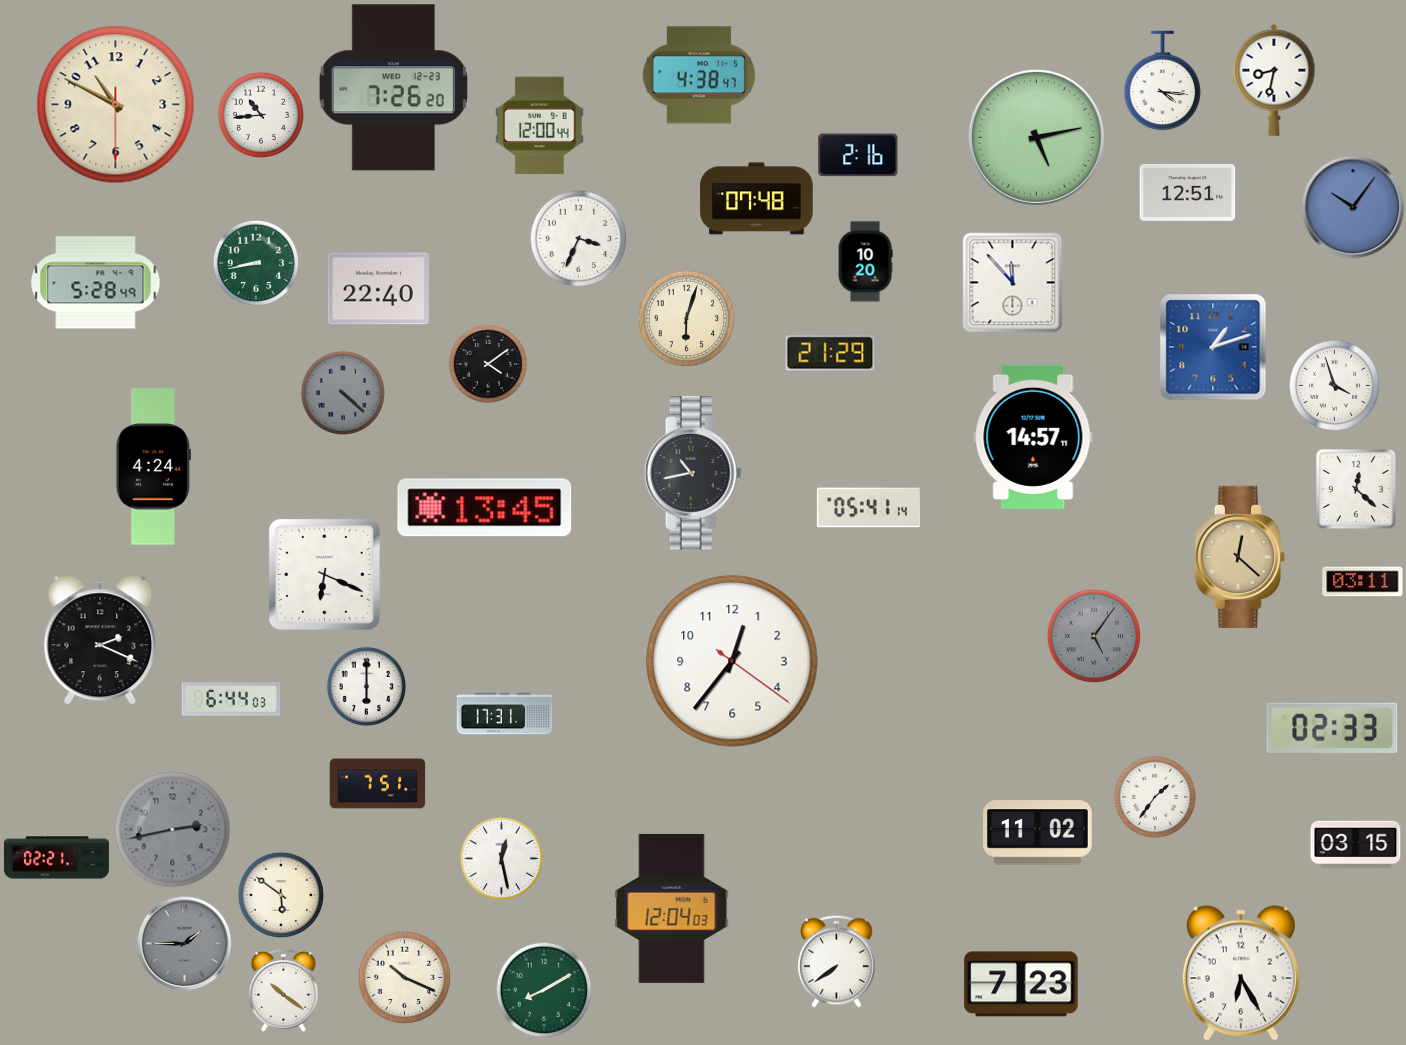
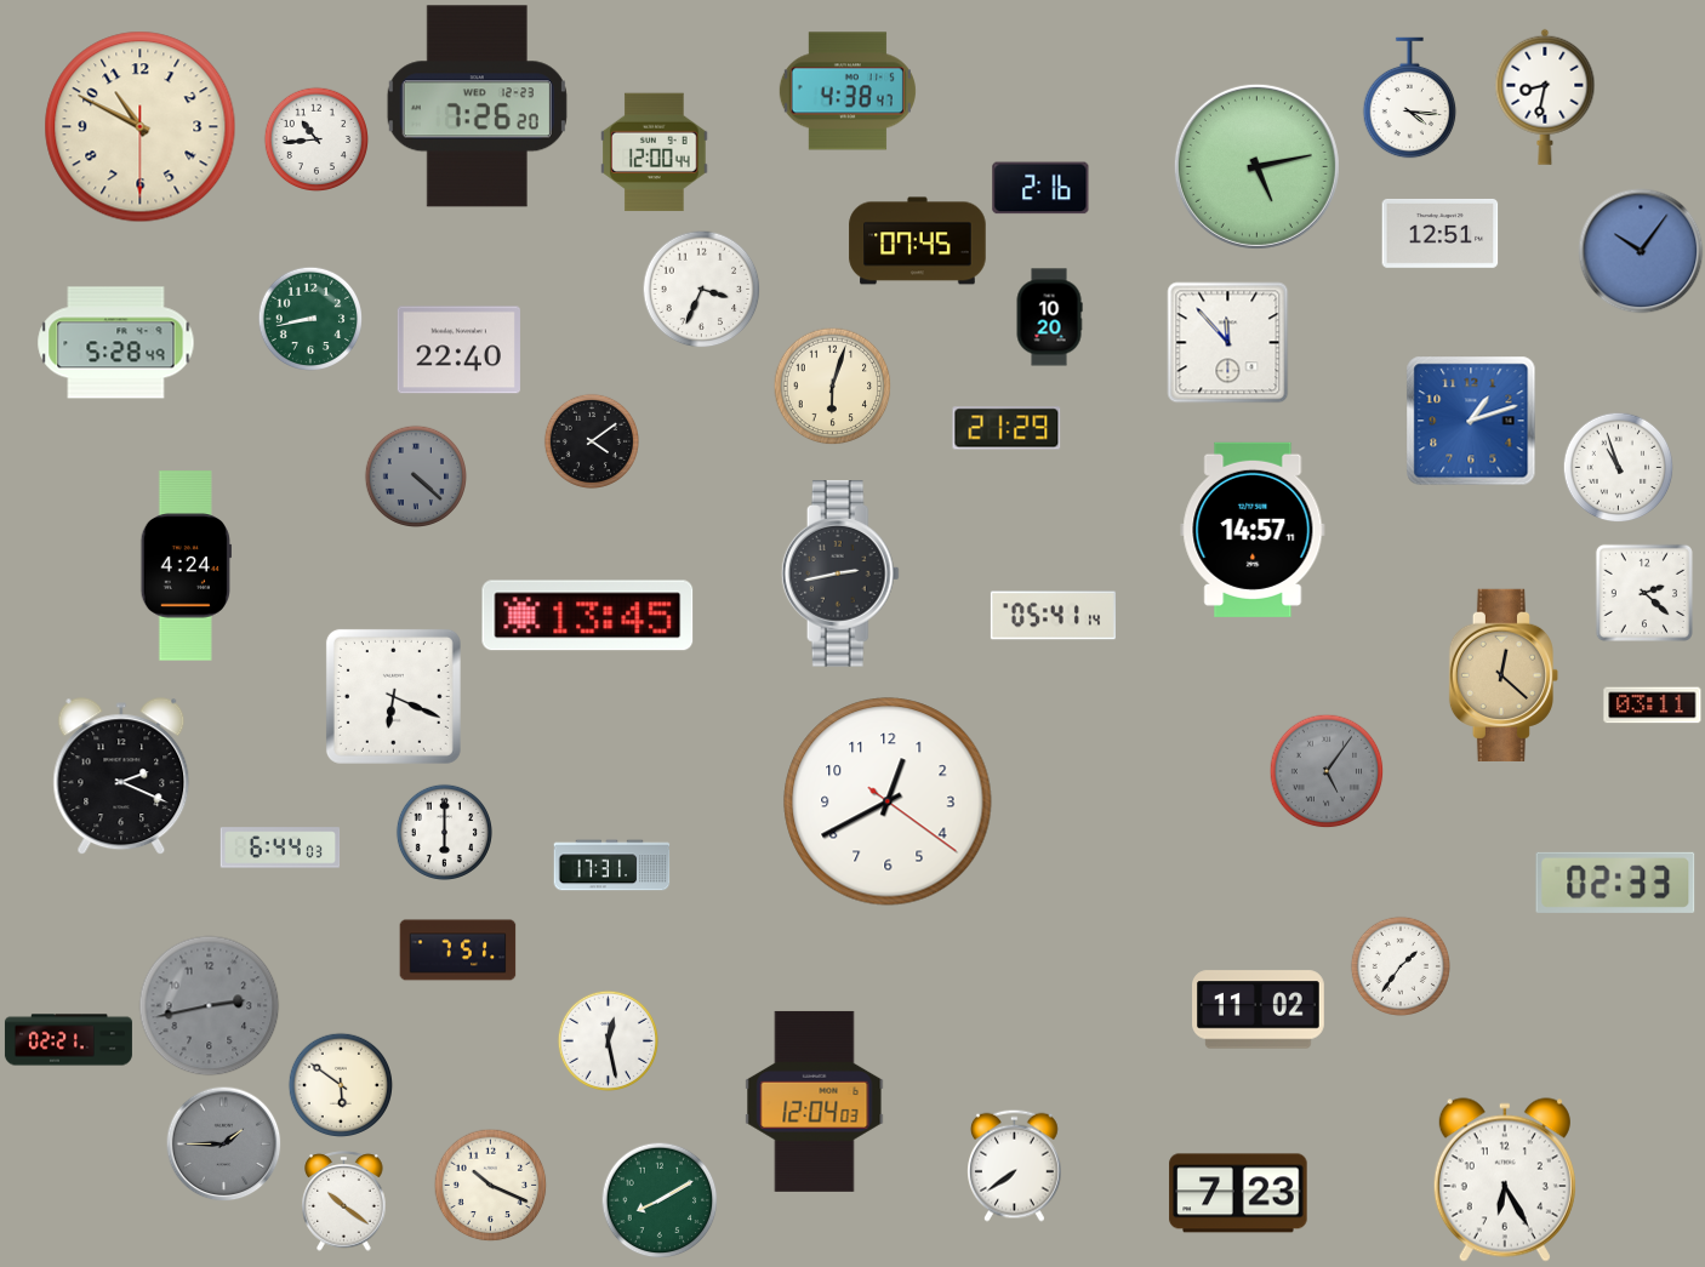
clock at (757, 199): 07:48 -> 07:45
clock at (1334, 385): 3:57 -> 10:57
clock at (693, 473): 10:43 -> 2:43
clock at (1356, 489): 12:22 -> 2:22
clock at (732, 661): 12:36 -> 12:40
clock at (1356, 845): 03:15 -> none
